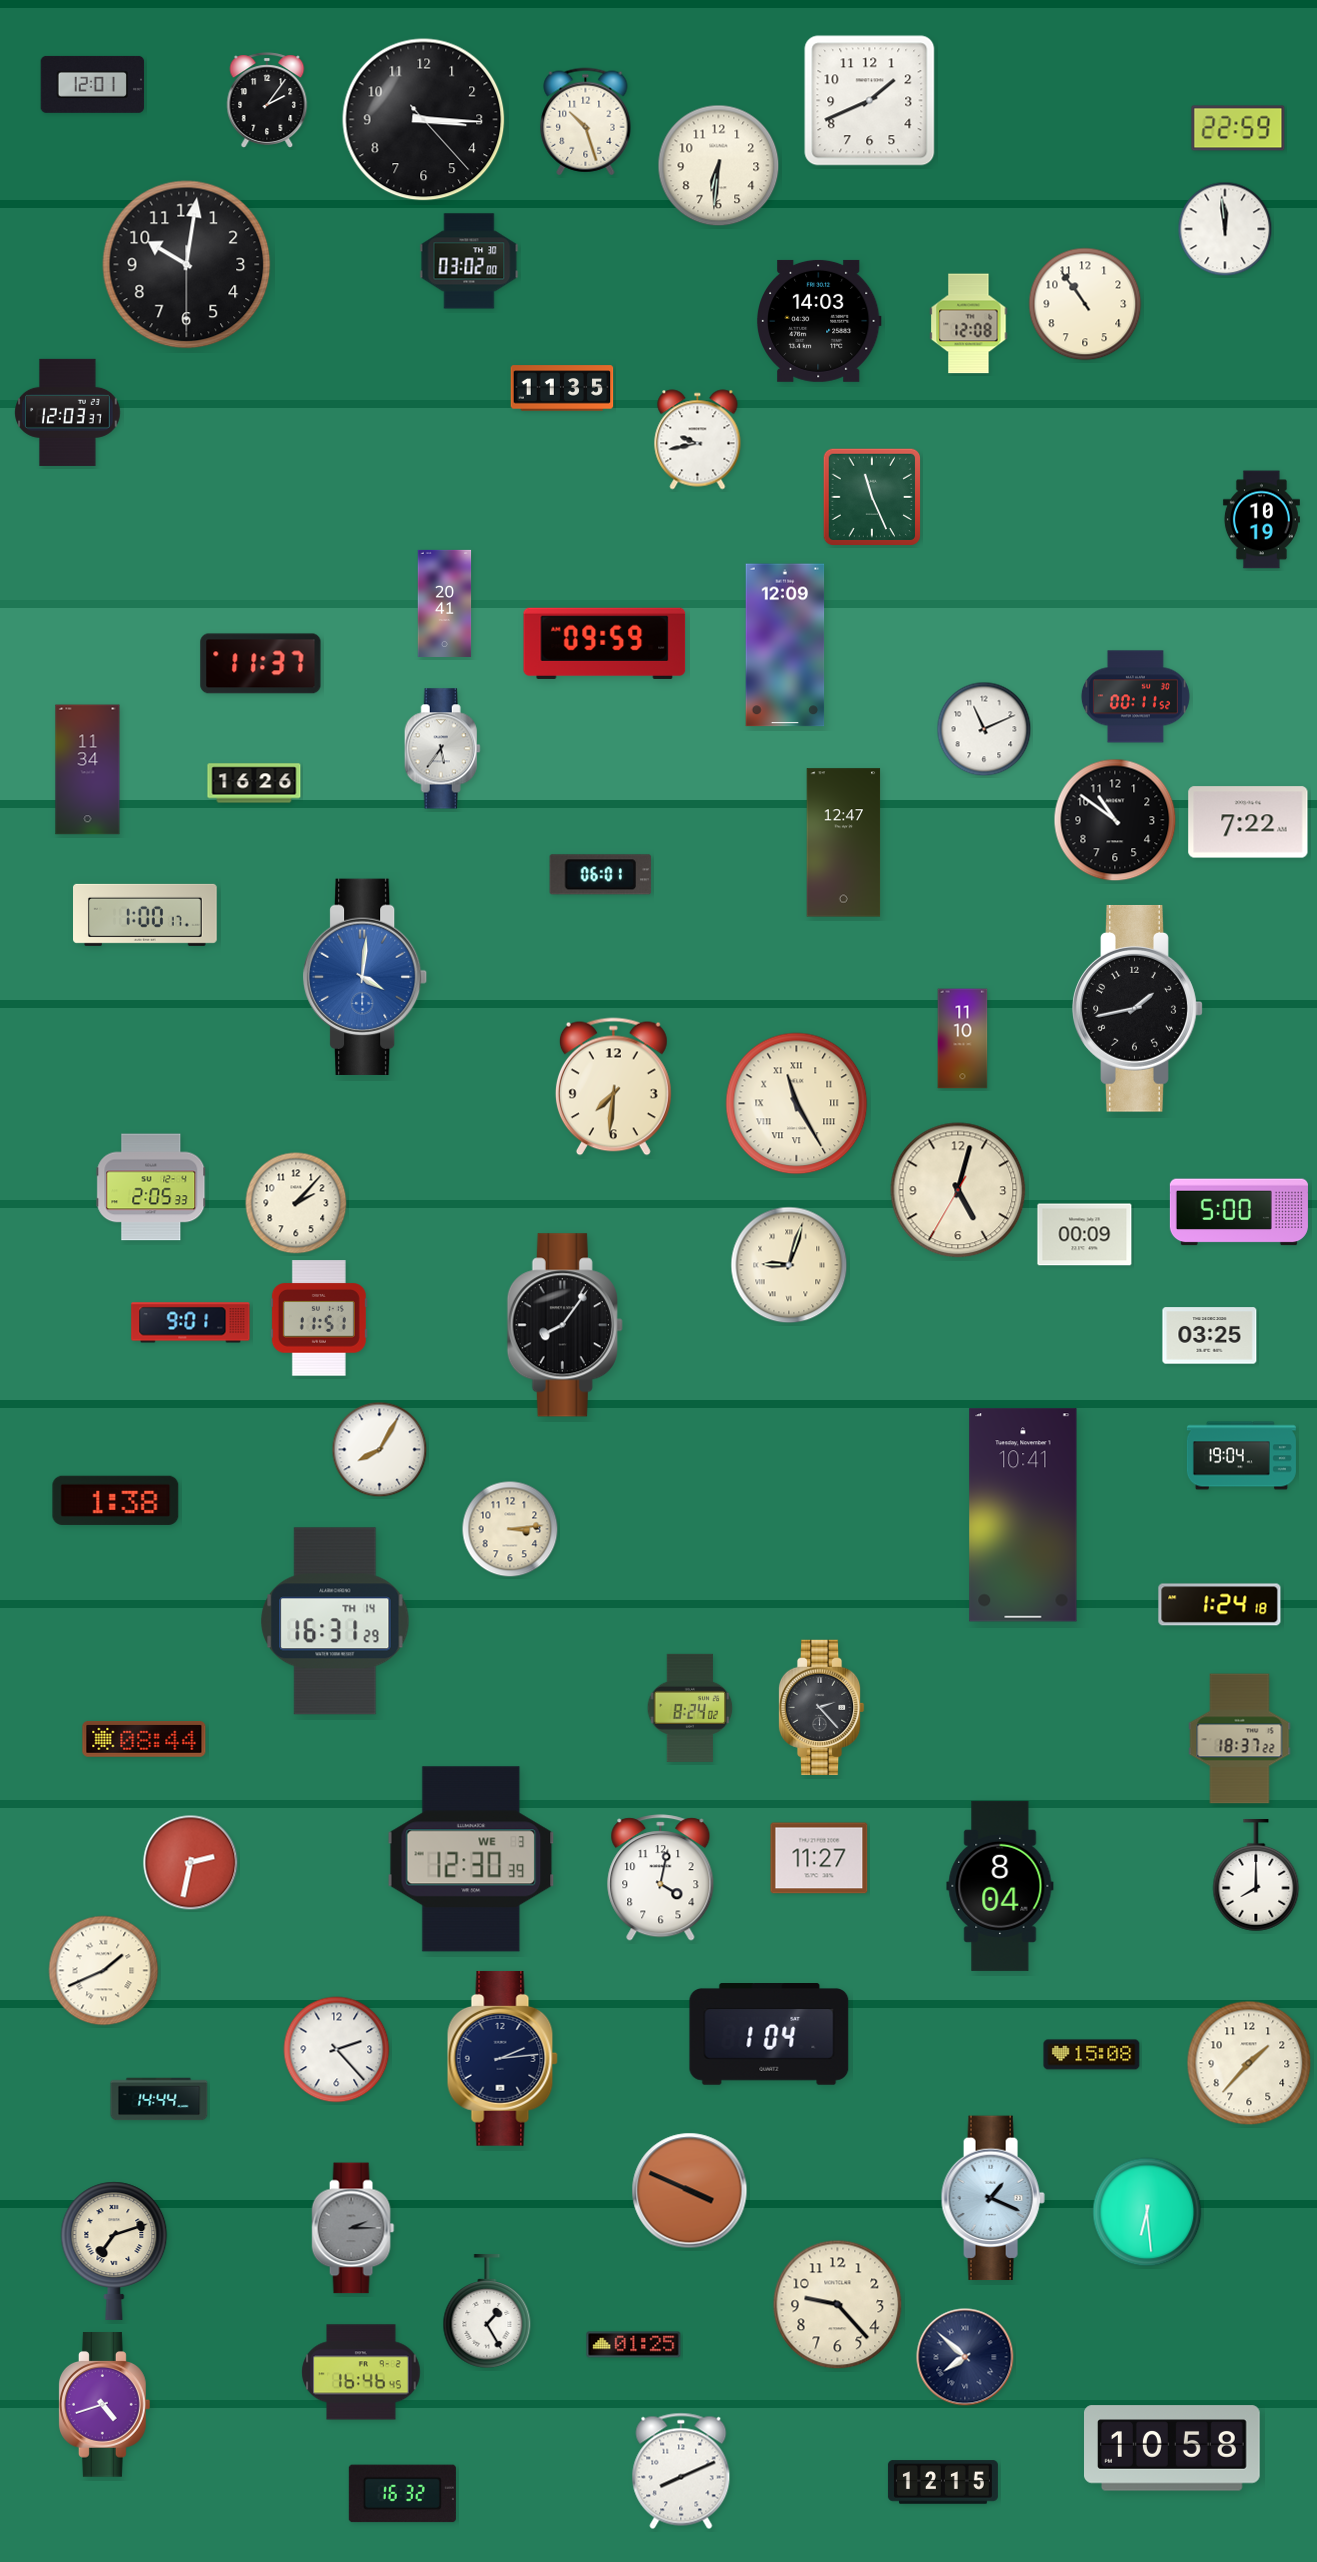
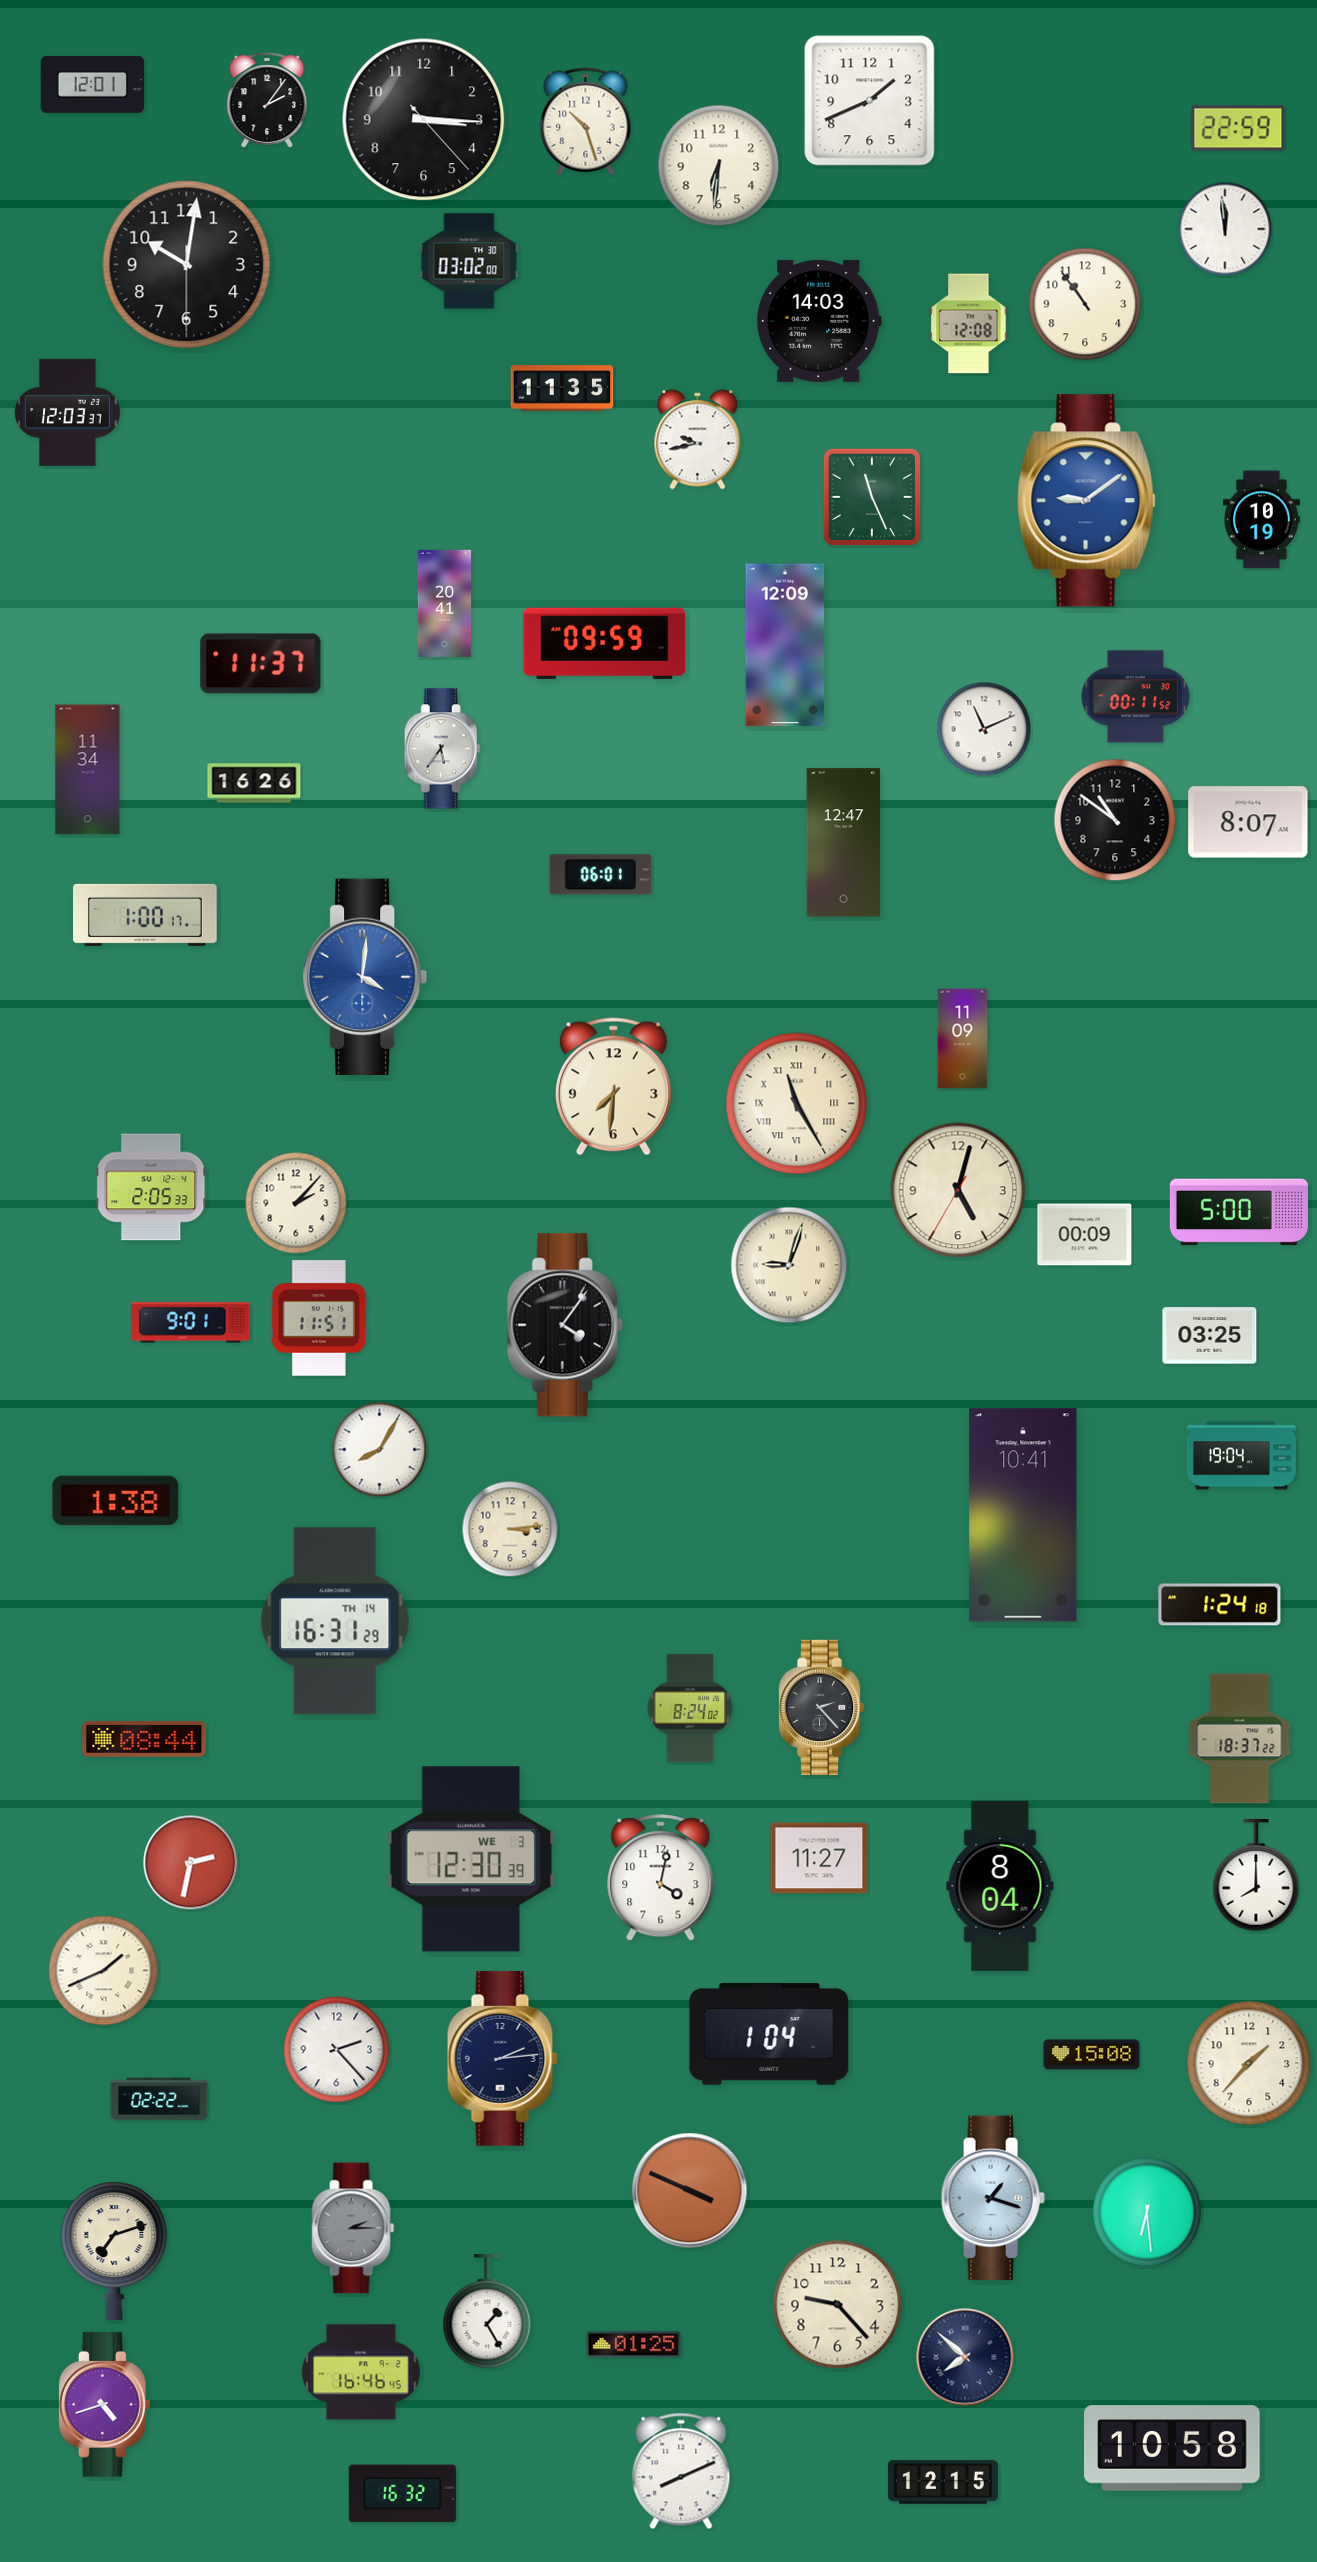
clock at (1087, 501): none -> 9:09
clock at (1248, 822): 7:22 -> 8:07
clock at (1138, 1008): 1:43 -> none
clock at (963, 1039): 11:10 -> 11:09
clock at (565, 1325): 8:06 -> 4:06
clock at (159, 2099): 14:44 -> 02:22
clock at (993, 2198): 1:19 -> 1:18
